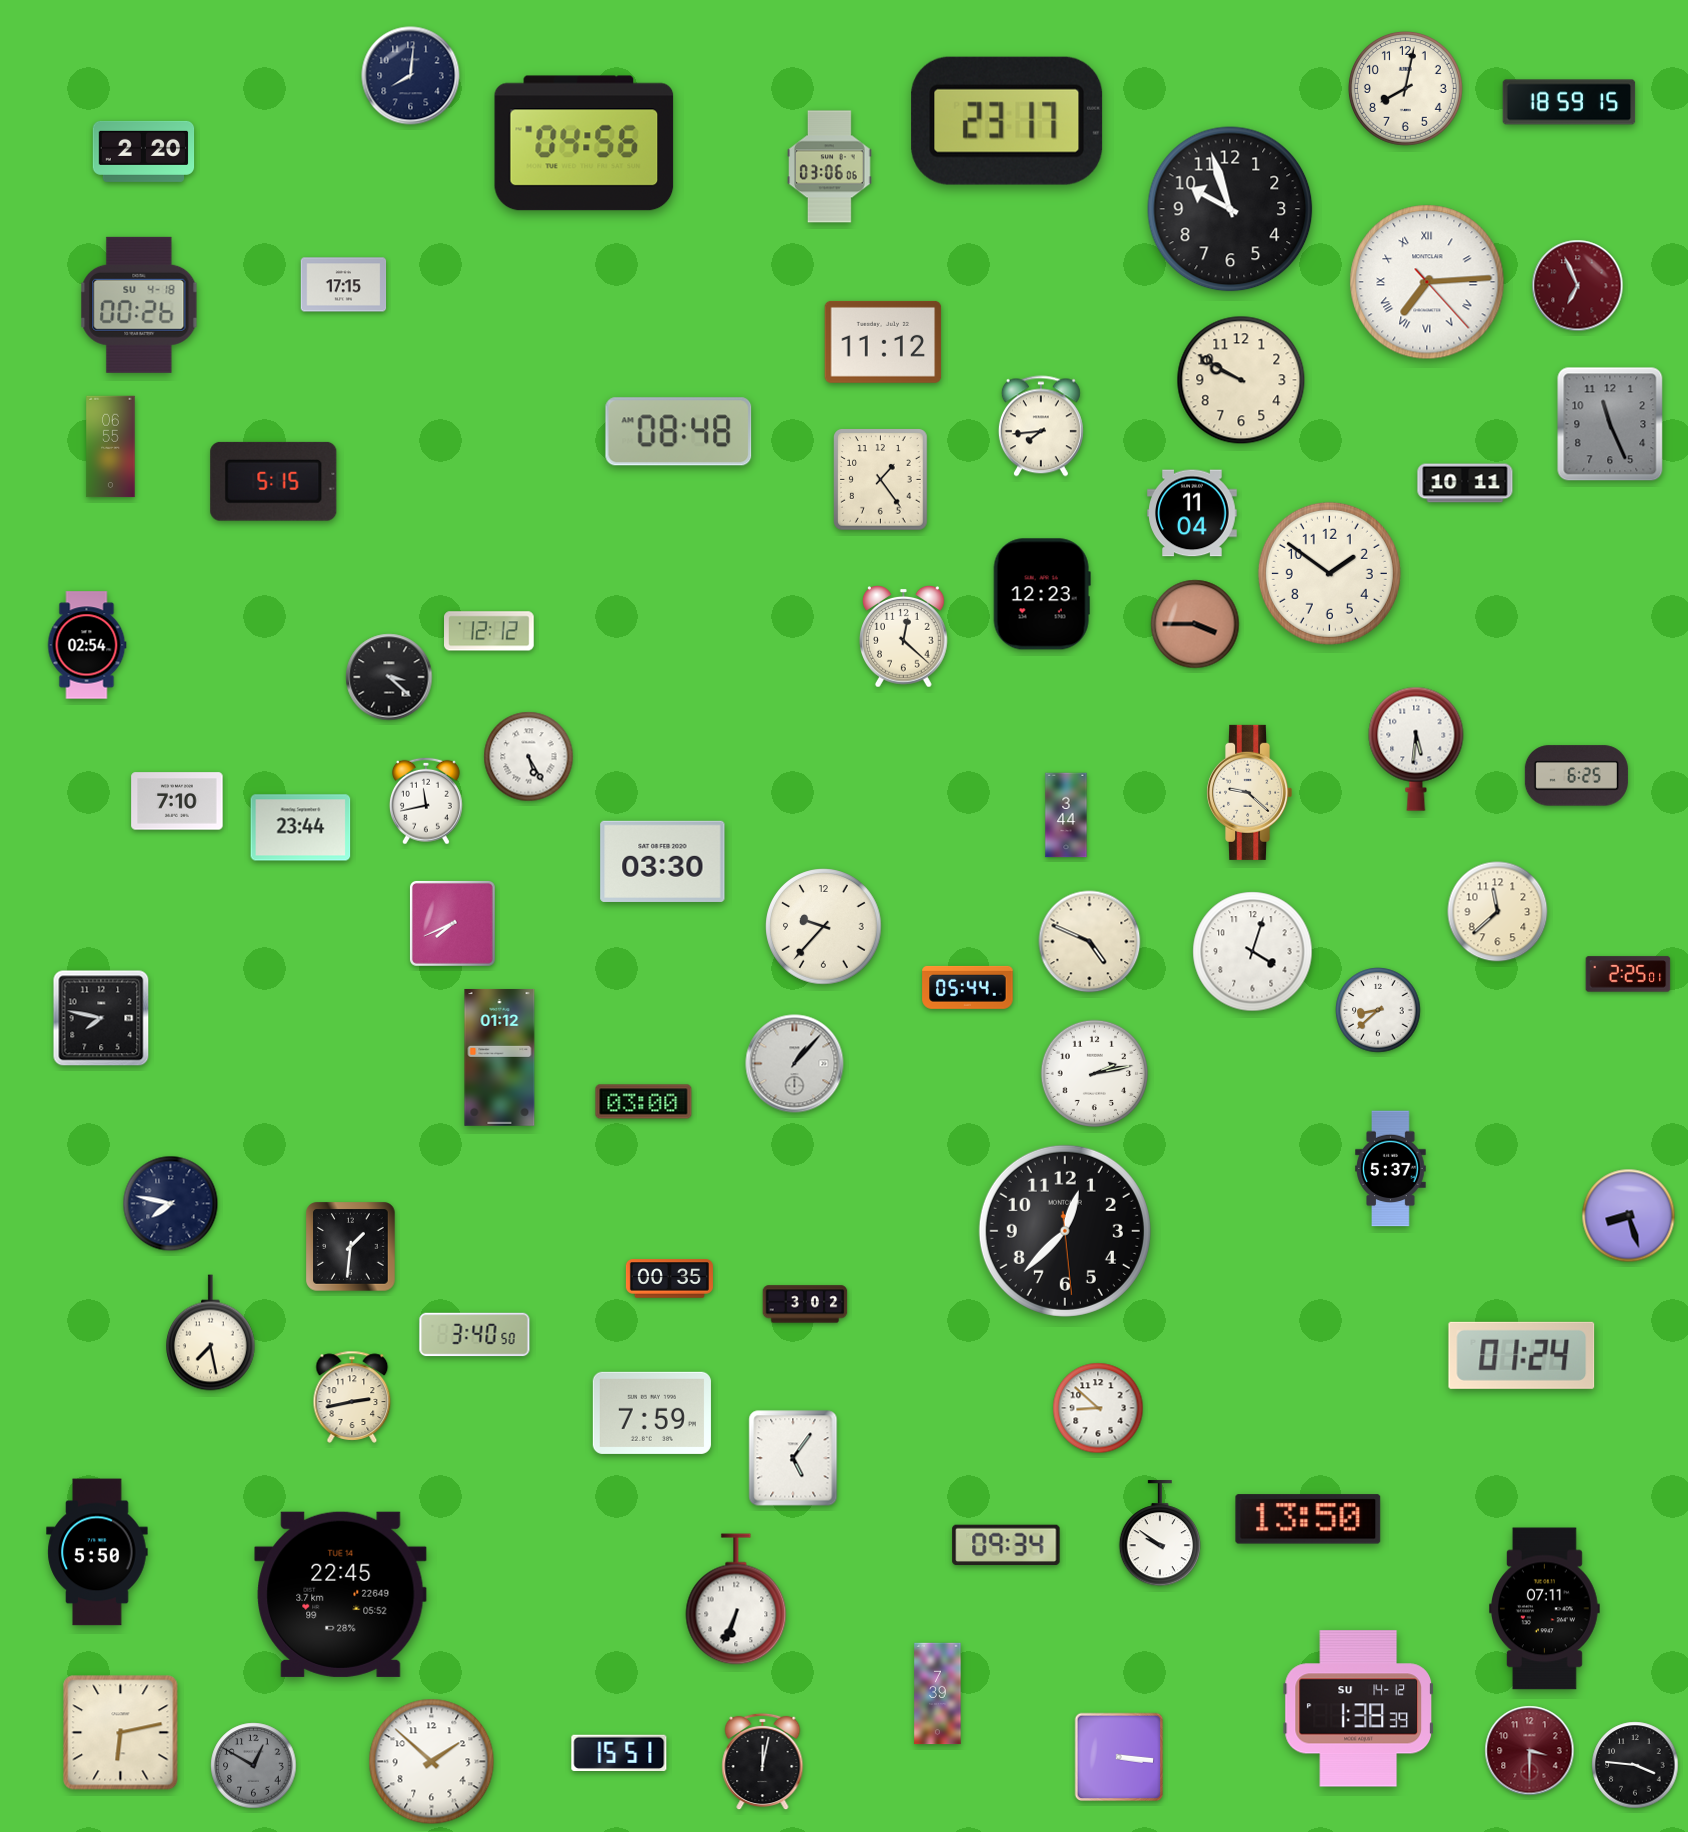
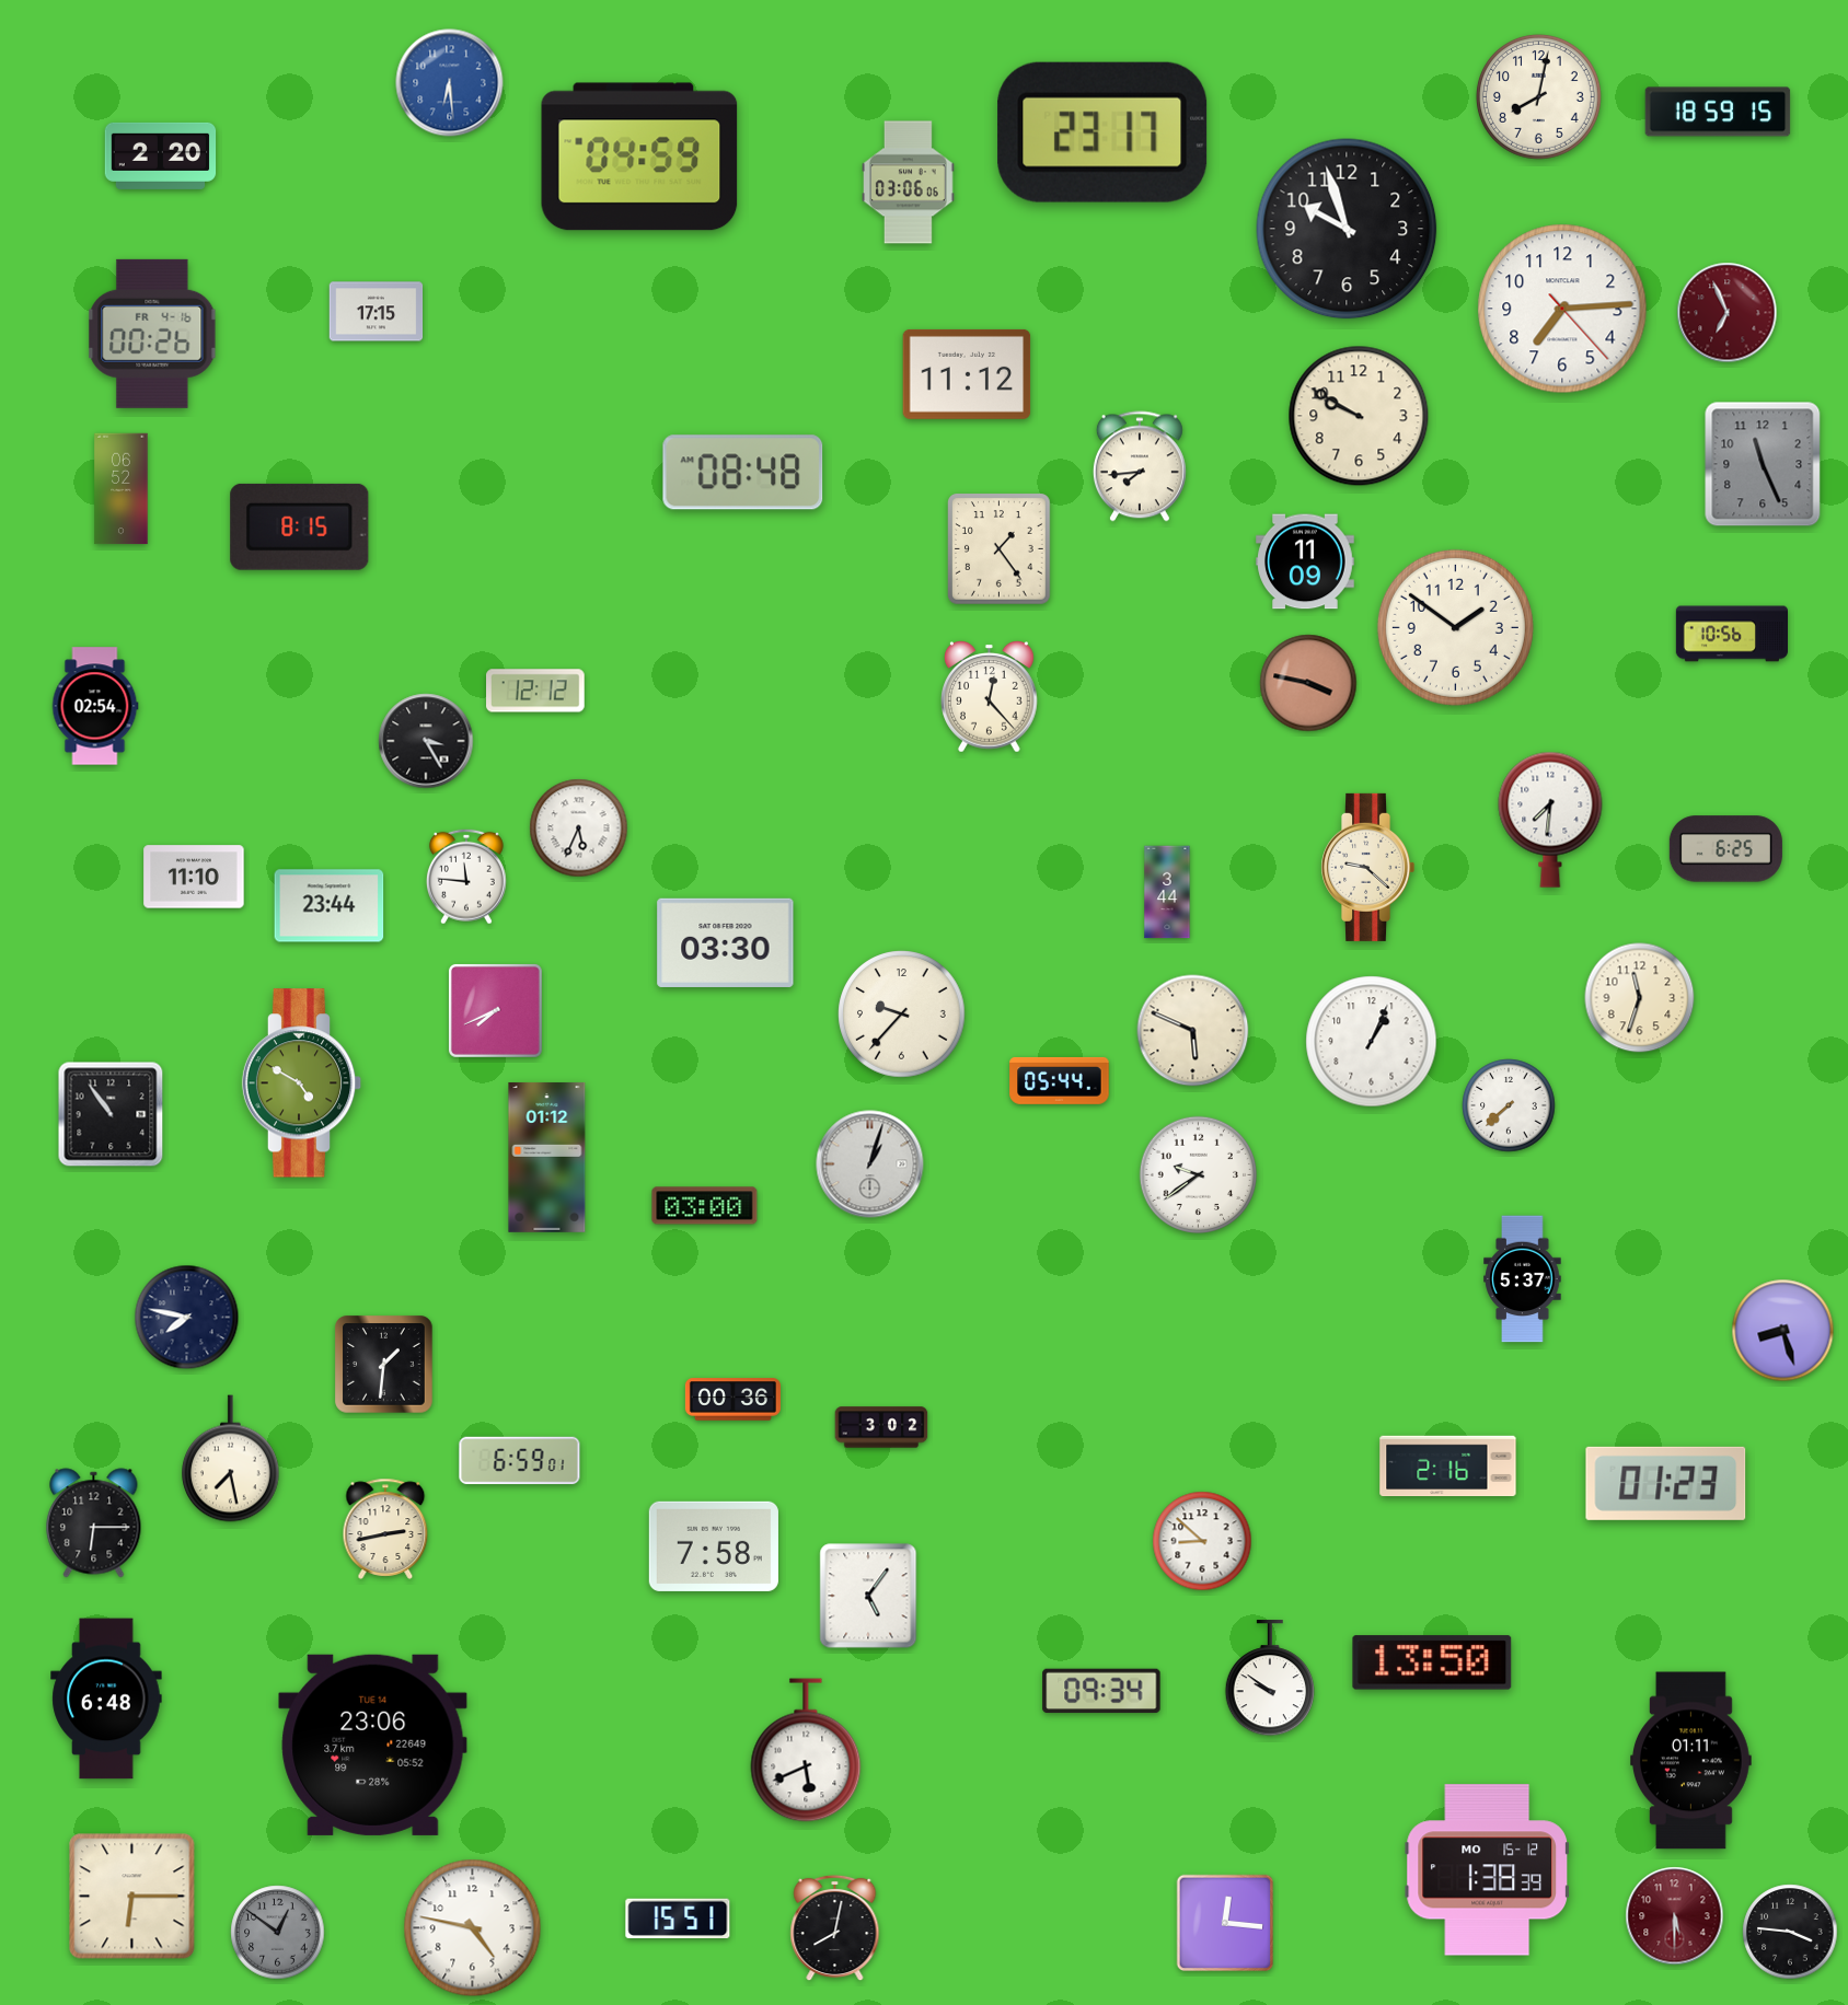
clock at (411, 76): 8:01 -> 6:29
clock at (411, 76) dial: navy -> blue
clock at (584, 143): 04:56 -> 04:59
clock at (144, 151) position: (144, 151) -> (161, 155)
clock at (1427, 282) numerals: Roman -> Arabic
clock at (139, 305) date: SU 4-18 -> FR 4-16
clock at (111, 447): 06:55 -> 06:52
clock at (881, 480) position: (881, 480) -> (1000, 549)
clock at (274, 481): 5:15 -> 8:15
clock at (1465, 483): 10:11 -> none
clock at (1192, 513): 11:04 -> 11:09
clock at (1731, 634): none -> 10:56
clock at (1042, 594): 12:23 -> none
clock at (1195, 624): 3:45 -> 3:47
clock at (904, 637): 12:22 -> 12:23
clock at (389, 677): 3:22 -> 3:25
clock at (1416, 749): 5:31 -> 7:31
clock at (529, 757): 5:25 -> 5:34
clock at (177, 801): 7:10 -> 11:10
clock at (426, 801): 11:43 -> 11:46
clock at (1498, 912): 11:38 -> 11:33
clock at (1090, 942): 4:49 -> 5:49
clock at (1253, 952): 4:03 -> 1:04
clock at (1628, 974): 2:25 -> none
clock at (302, 1083): none -> 4:50
clock at (1378, 1010): 8:38 -> 7:38
clock at (101, 1018): 7:47 -> 10:54
clock at (795, 1064): 1:07 -> 1:03
clock at (1094, 1073): 2:13 -> 9:39
clock at (1065, 1231): 12:37 -> none
clock at (669, 1279): 00:35 -> 00:36
clock at (475, 1335): 3:40 -> 6:59
clock at (1448, 1467): none -> 2:16
clock at (1522, 1355): 01:24 -> 01:23
clock at (94, 1523): none -> 6:15
clock at (652, 1413): 7:59 -> 7:58
clock at (97, 1552): 5:50 -> 6:48
clock at (341, 1594): 22:45 -> 23:06
clock at (736, 1599): 6:34 -> 5:41
clock at (1545, 1609): 07:11 -> 01:11
clock at (938, 1694): 7:39 -> none
clock at (1358, 1709) date: SU 14-12 -> MO 15-12
clock at (121, 1733): 6:13 -> 6:15
clock at (1530, 1751): 3:30 -> 5:30
clock at (1119, 1757): 3:16 -> 12:16
clock at (432, 1762): 1:52 -> 4:47
clock at (763, 1762): 12:02 -> 8:02
clock at (254, 1766): 12:50 -> 12:51
